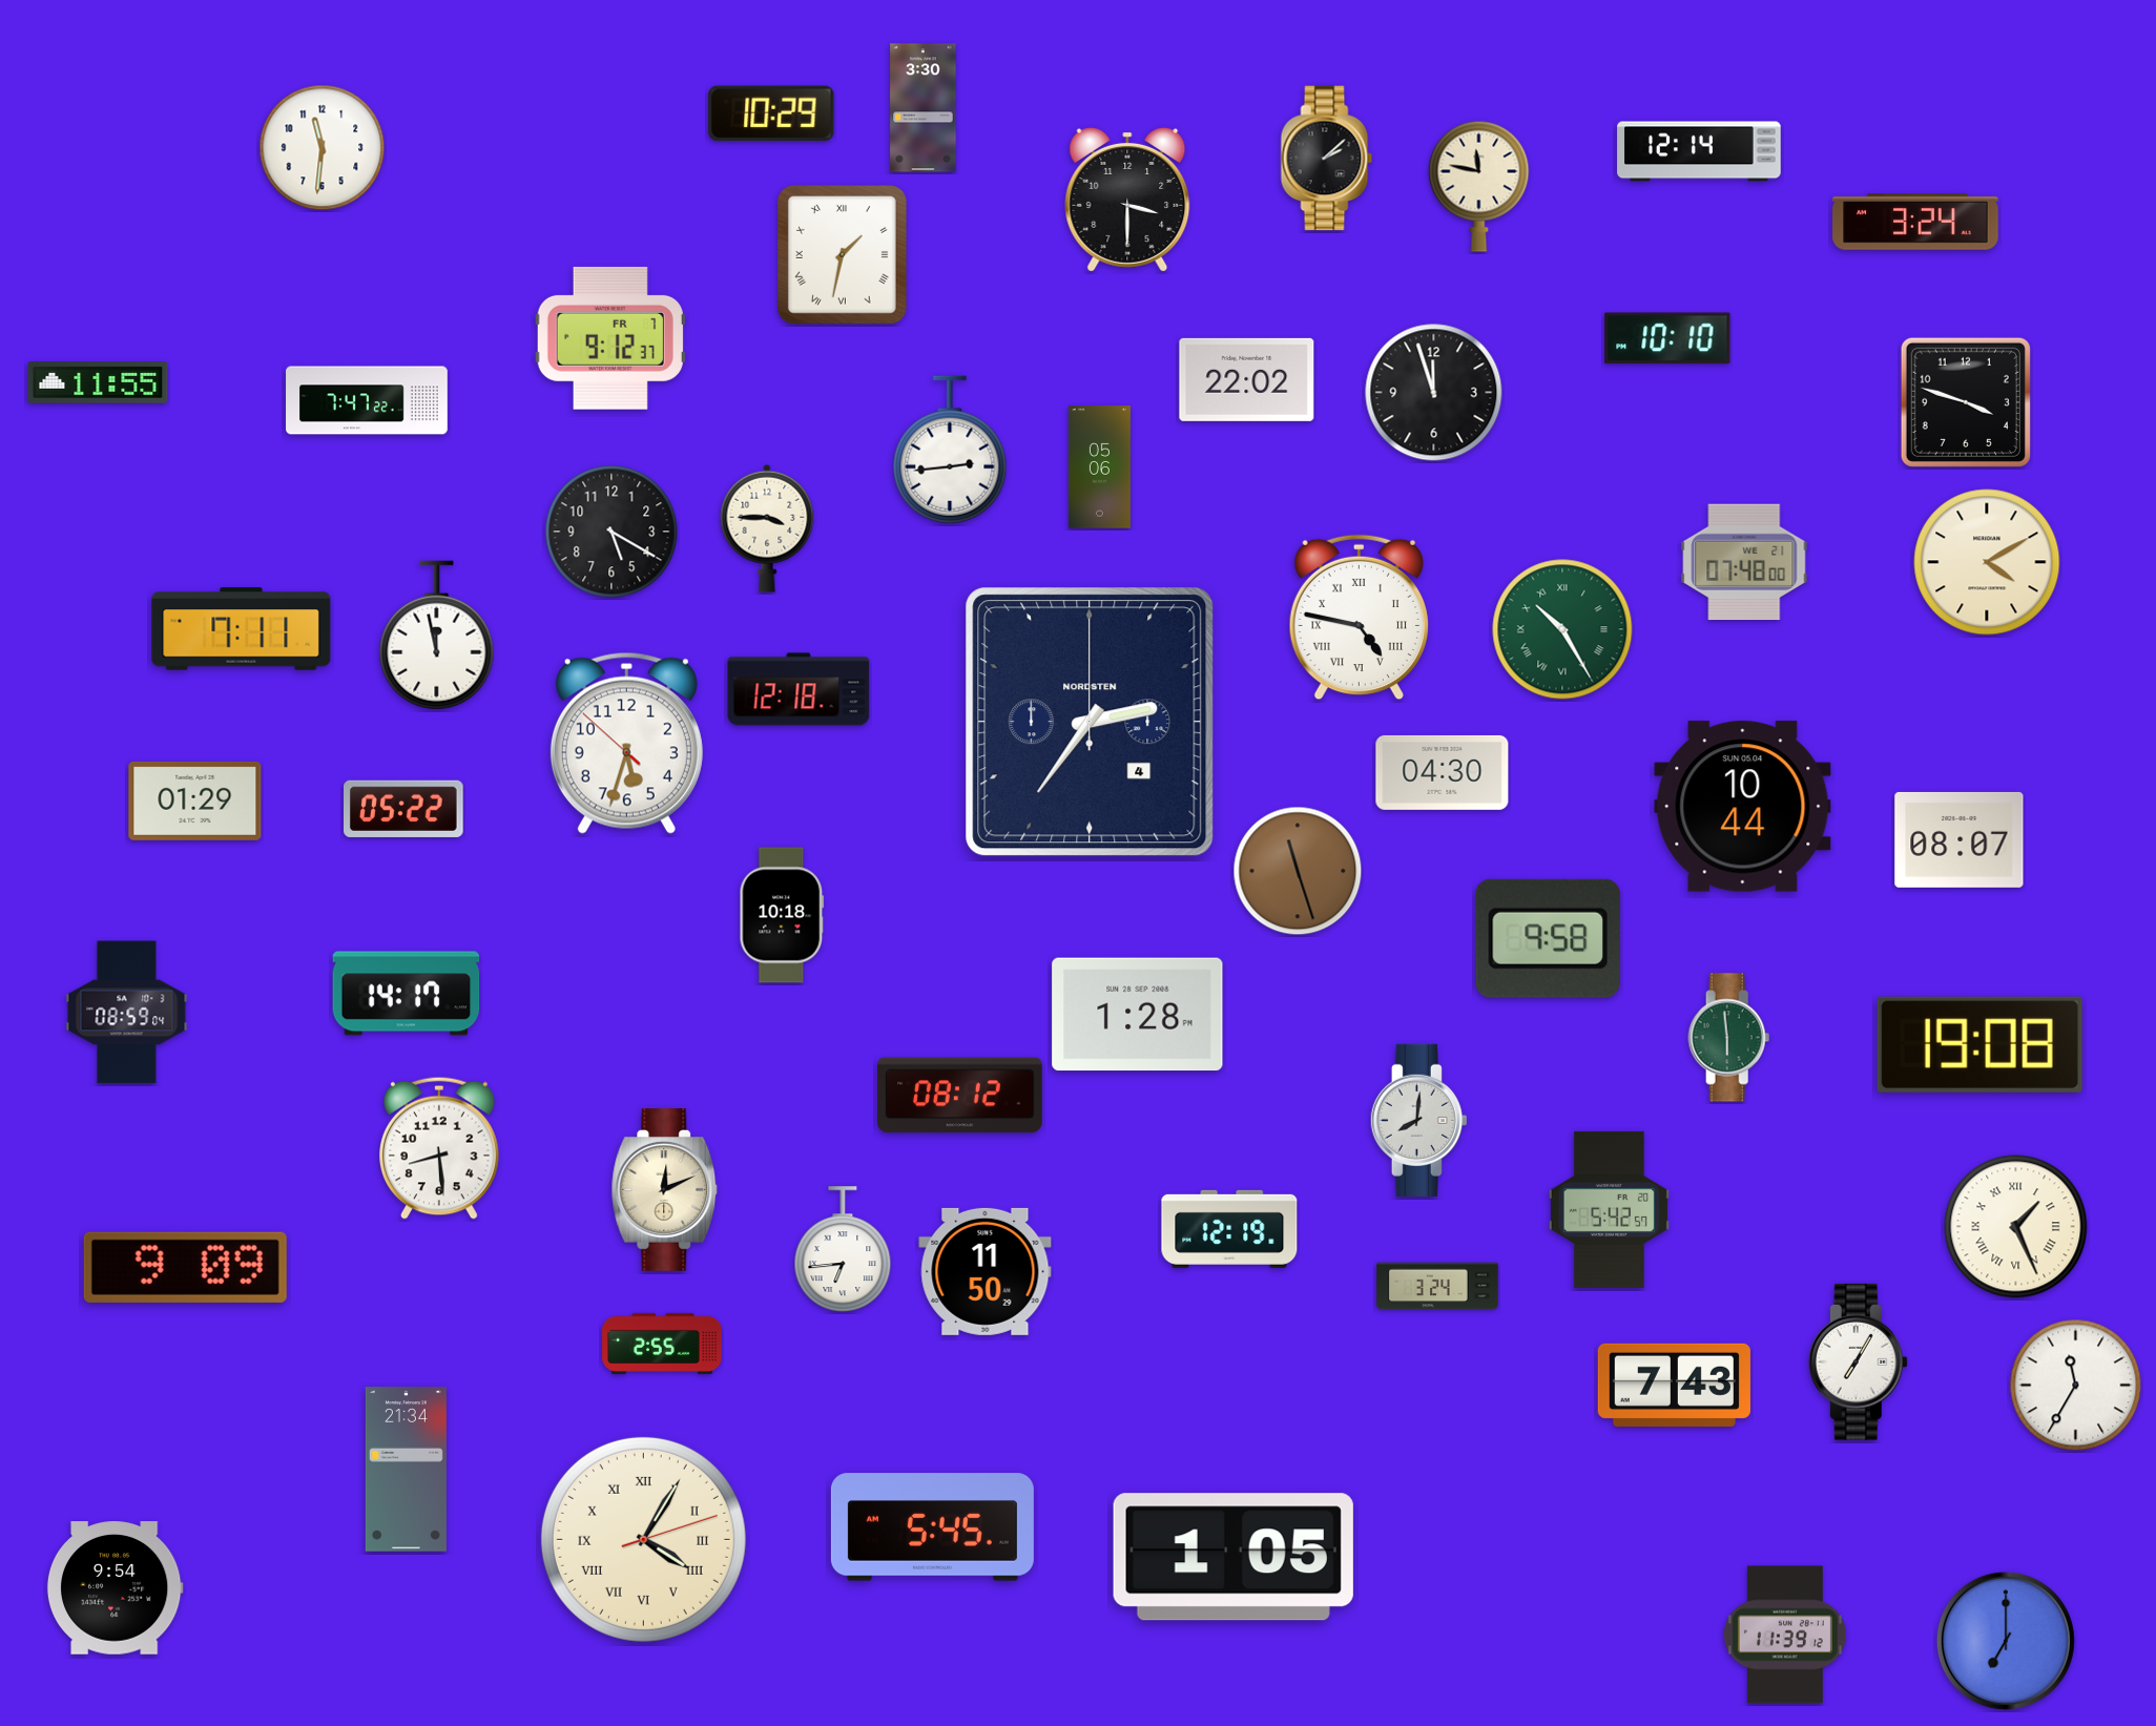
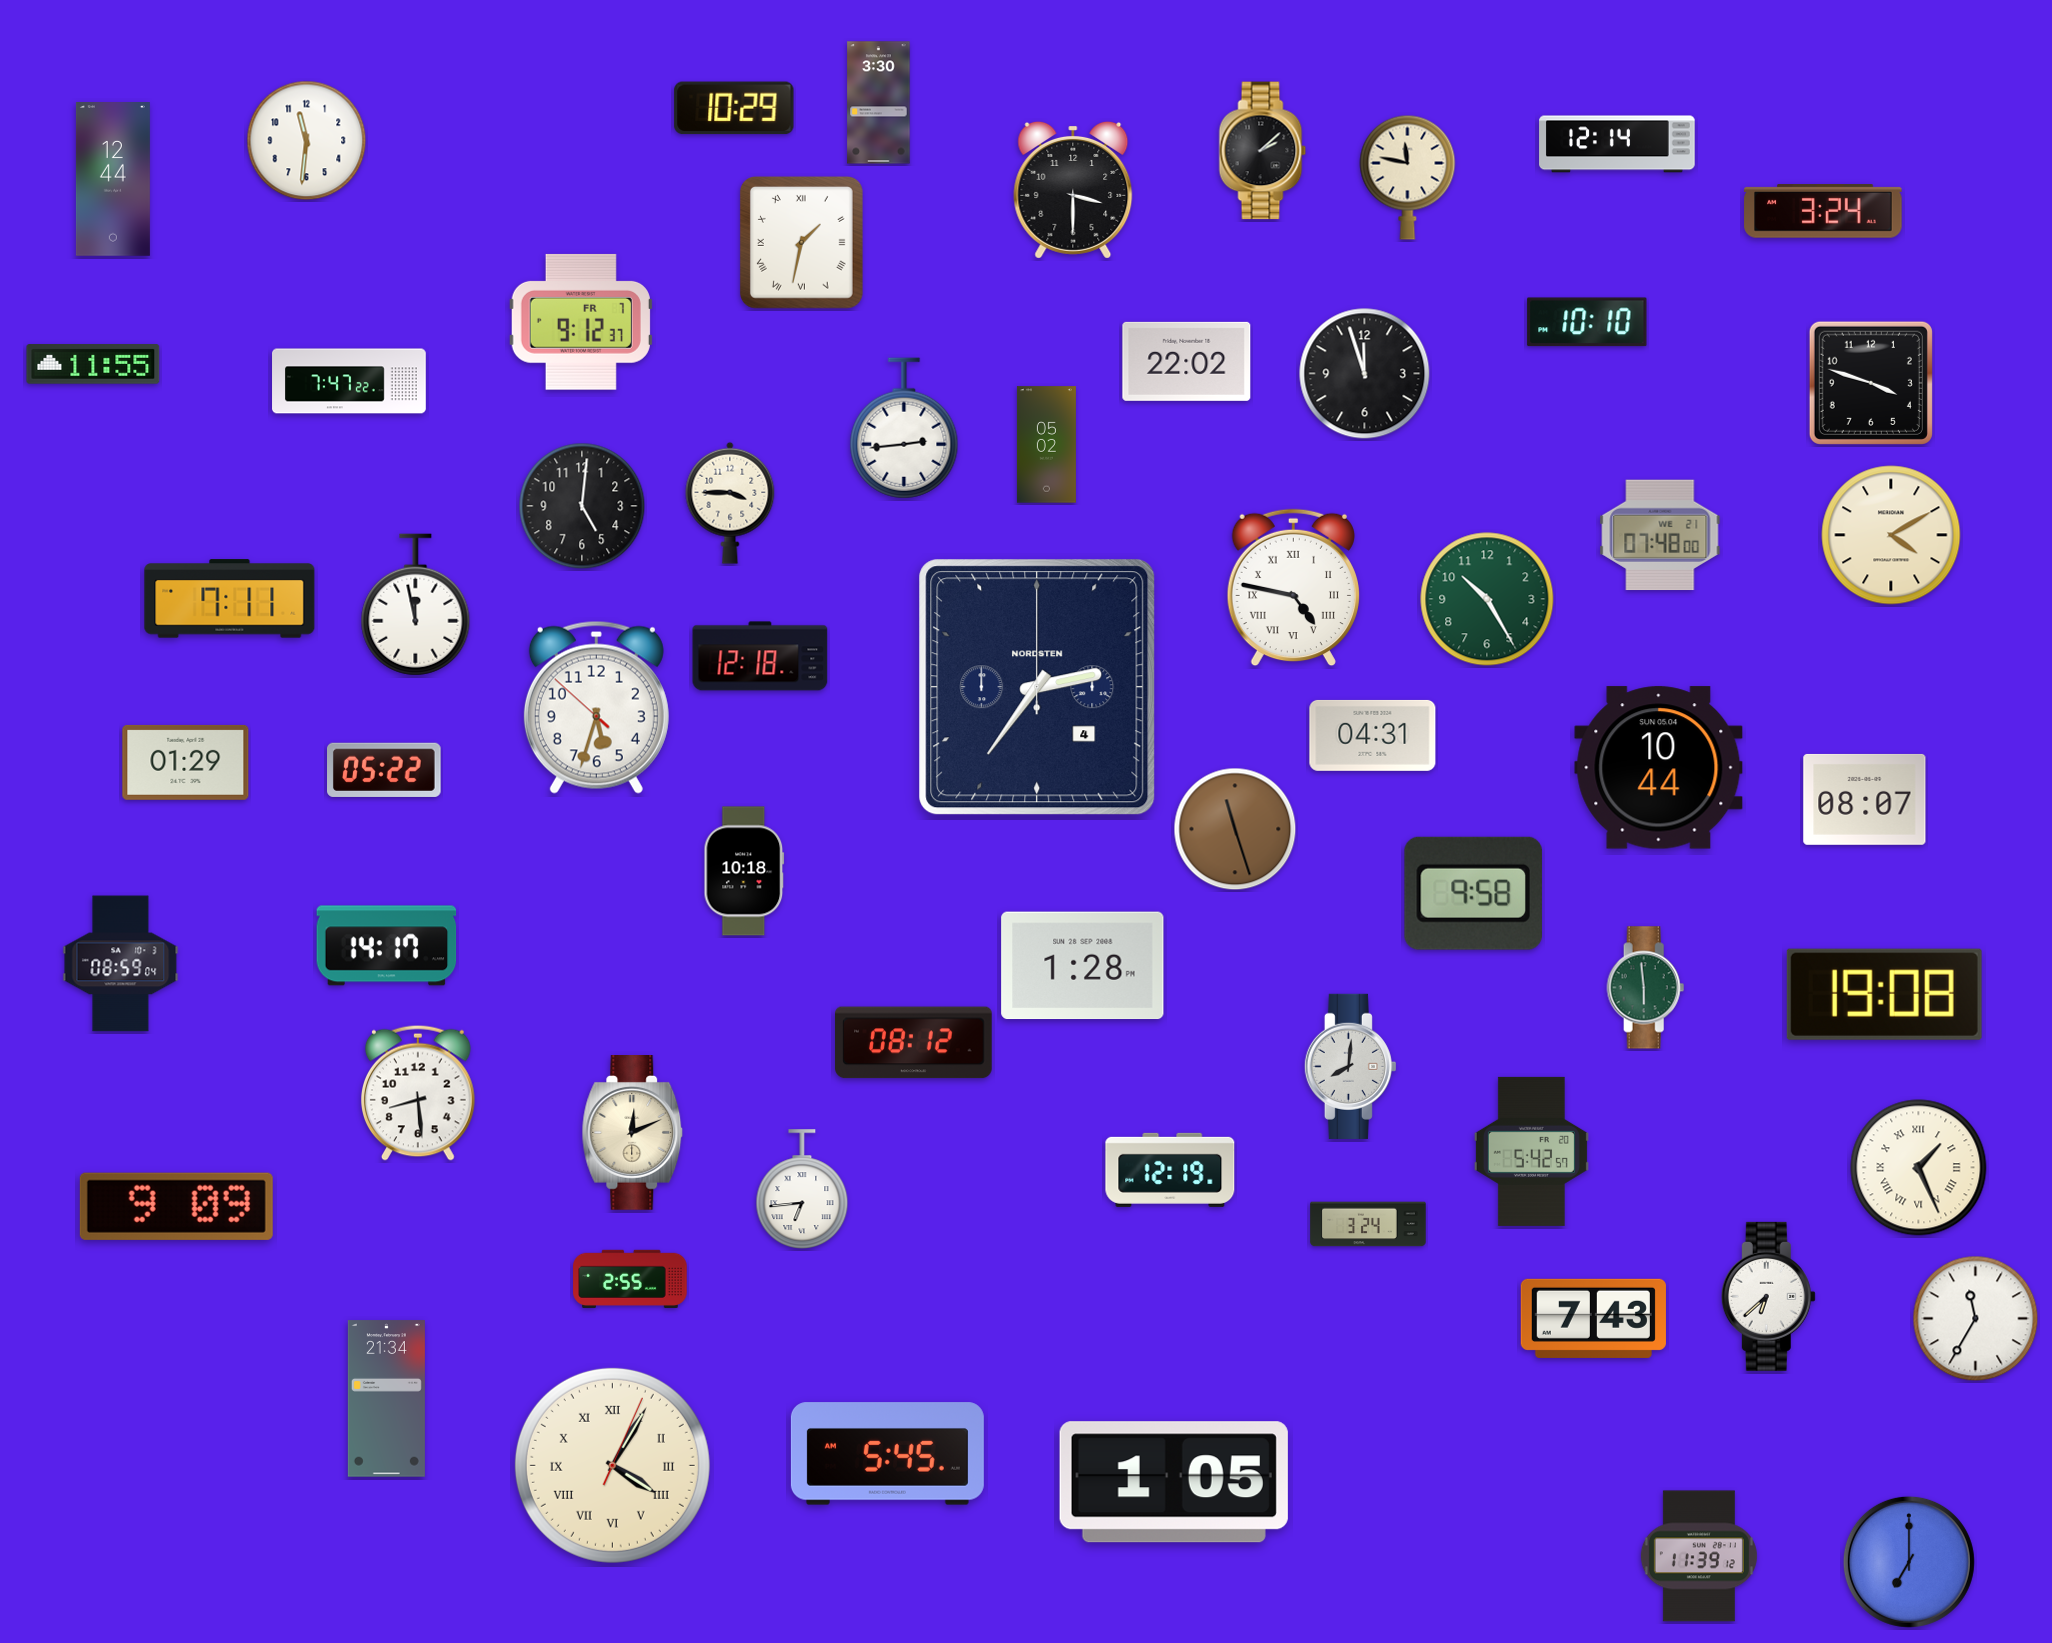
clock at (113, 180): none -> 12:44
clock at (1099, 467): 05:06 -> 05:02
clock at (611, 532): 5:20 -> 5:01
clock at (1562, 629) numerals: Roman -> Arabic
clock at (1443, 772): 04:30 -> 04:31
clock at (986, 1271): 11:50 -> none
clock at (1858, 1361): 7:05 -> 6:38
clock at (643, 1539): 4:05:12 -> 4:05:04
clock at (115, 1588): 9:54 -> none
